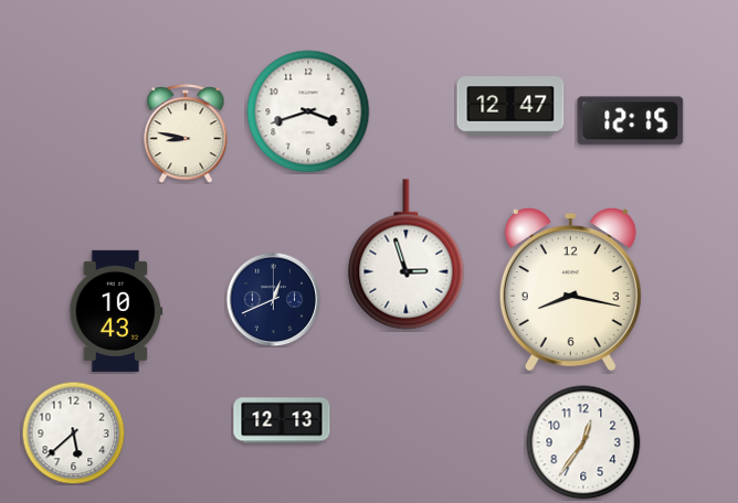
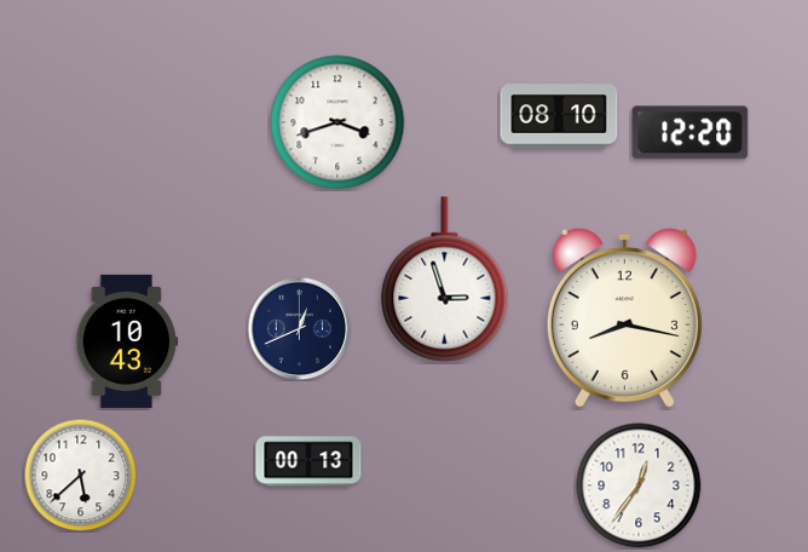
clock at (510, 106): 12:47 -> 08:10
clock at (631, 121): 12:15 -> 12:20
clock at (186, 133): 8:47 -> none
clock at (282, 420): 12:13 -> 00:13
